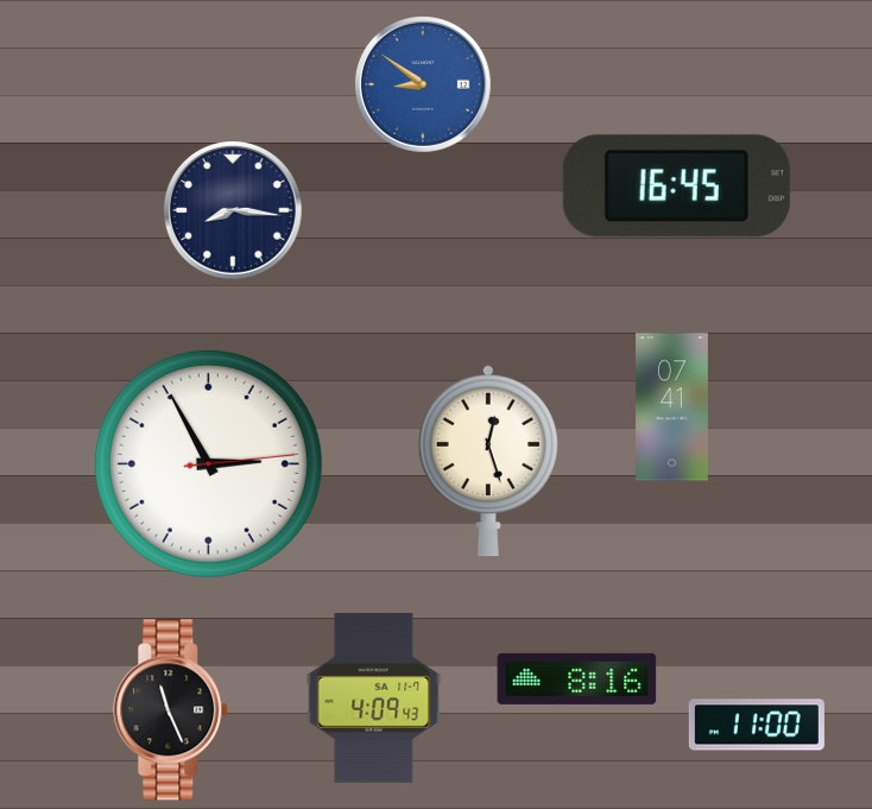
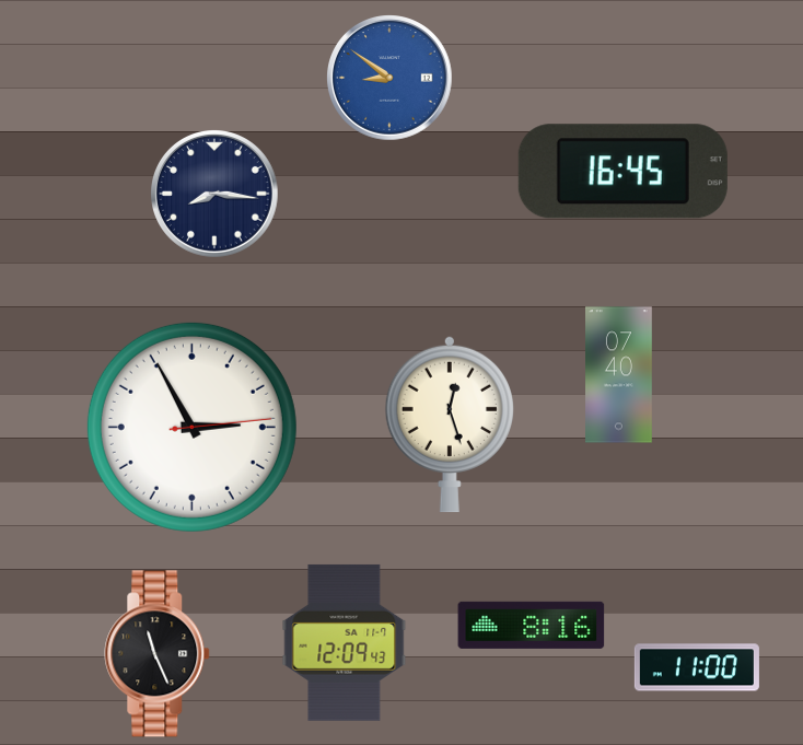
clock at (672, 407): 07:41 -> 07:40
clock at (374, 697): 4:09 -> 12:09
